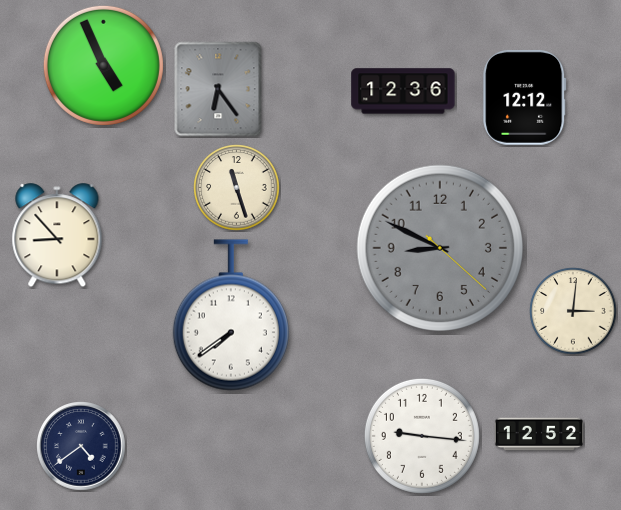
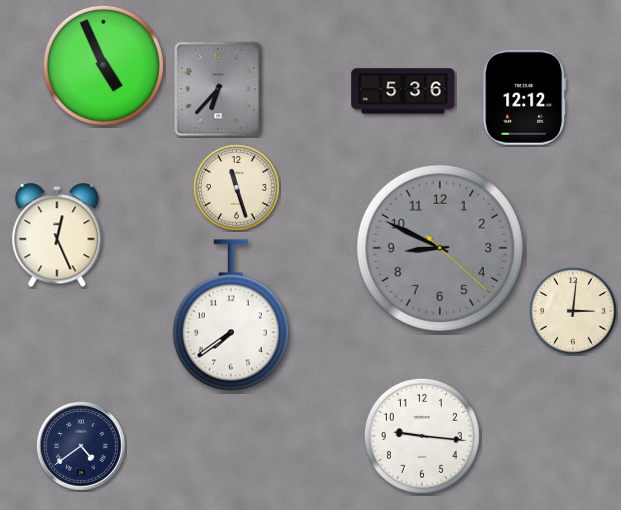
clock at (218, 89): 6:24 -> 6:37
clock at (403, 91): 12:36 -> 5:36
clock at (57, 236): 8:53 -> 12:26
clock at (539, 434): 12:52 -> none
